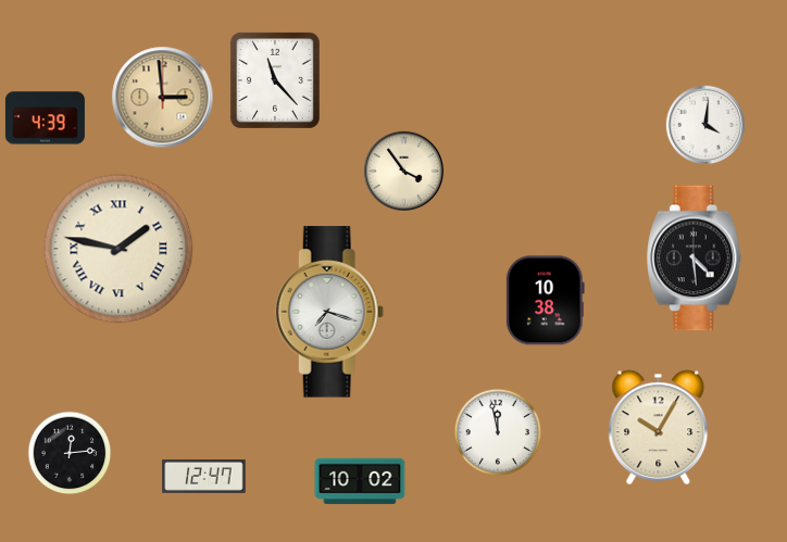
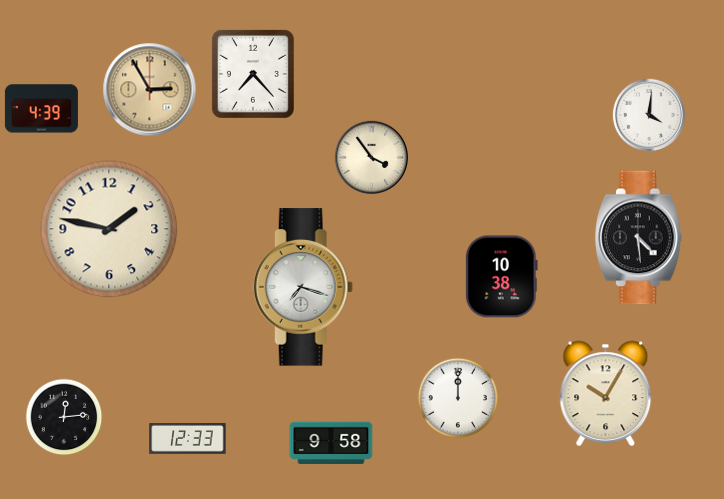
clock at (275, 80): 11:23 -> 7:23
clock at (163, 98): 2:59 -> 2:55
clock at (118, 249) numerals: Roman -> Arabic
clock at (497, 431): 11:58 -> 12:00
clock at (204, 477): 12:47 -> 12:33
clock at (360, 481): 10:02 -> 9:58
